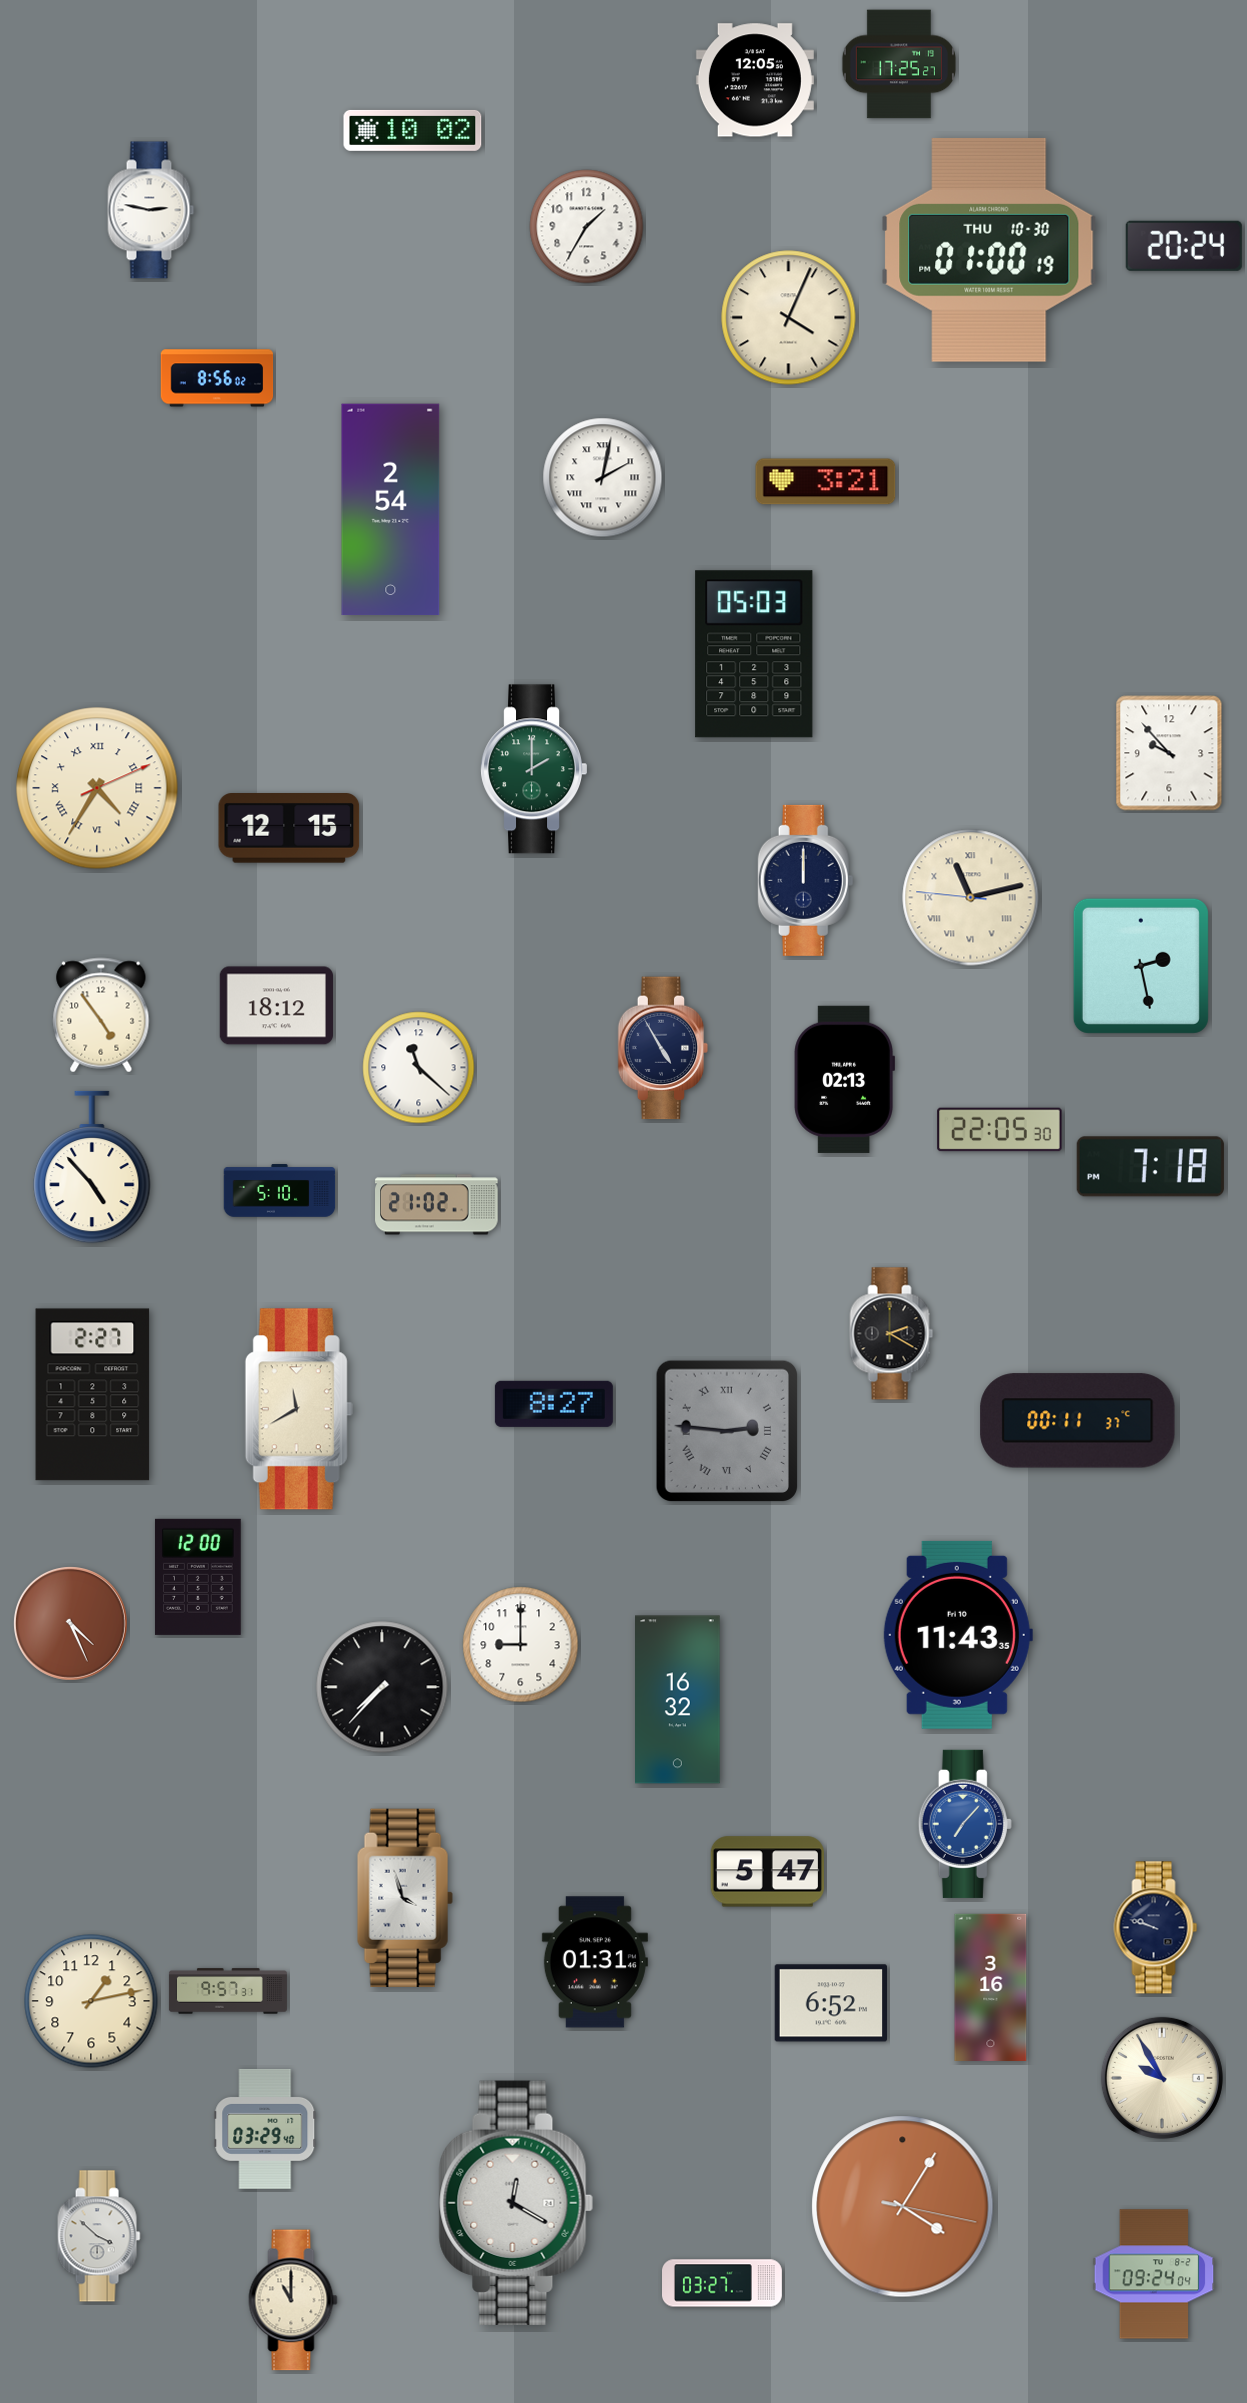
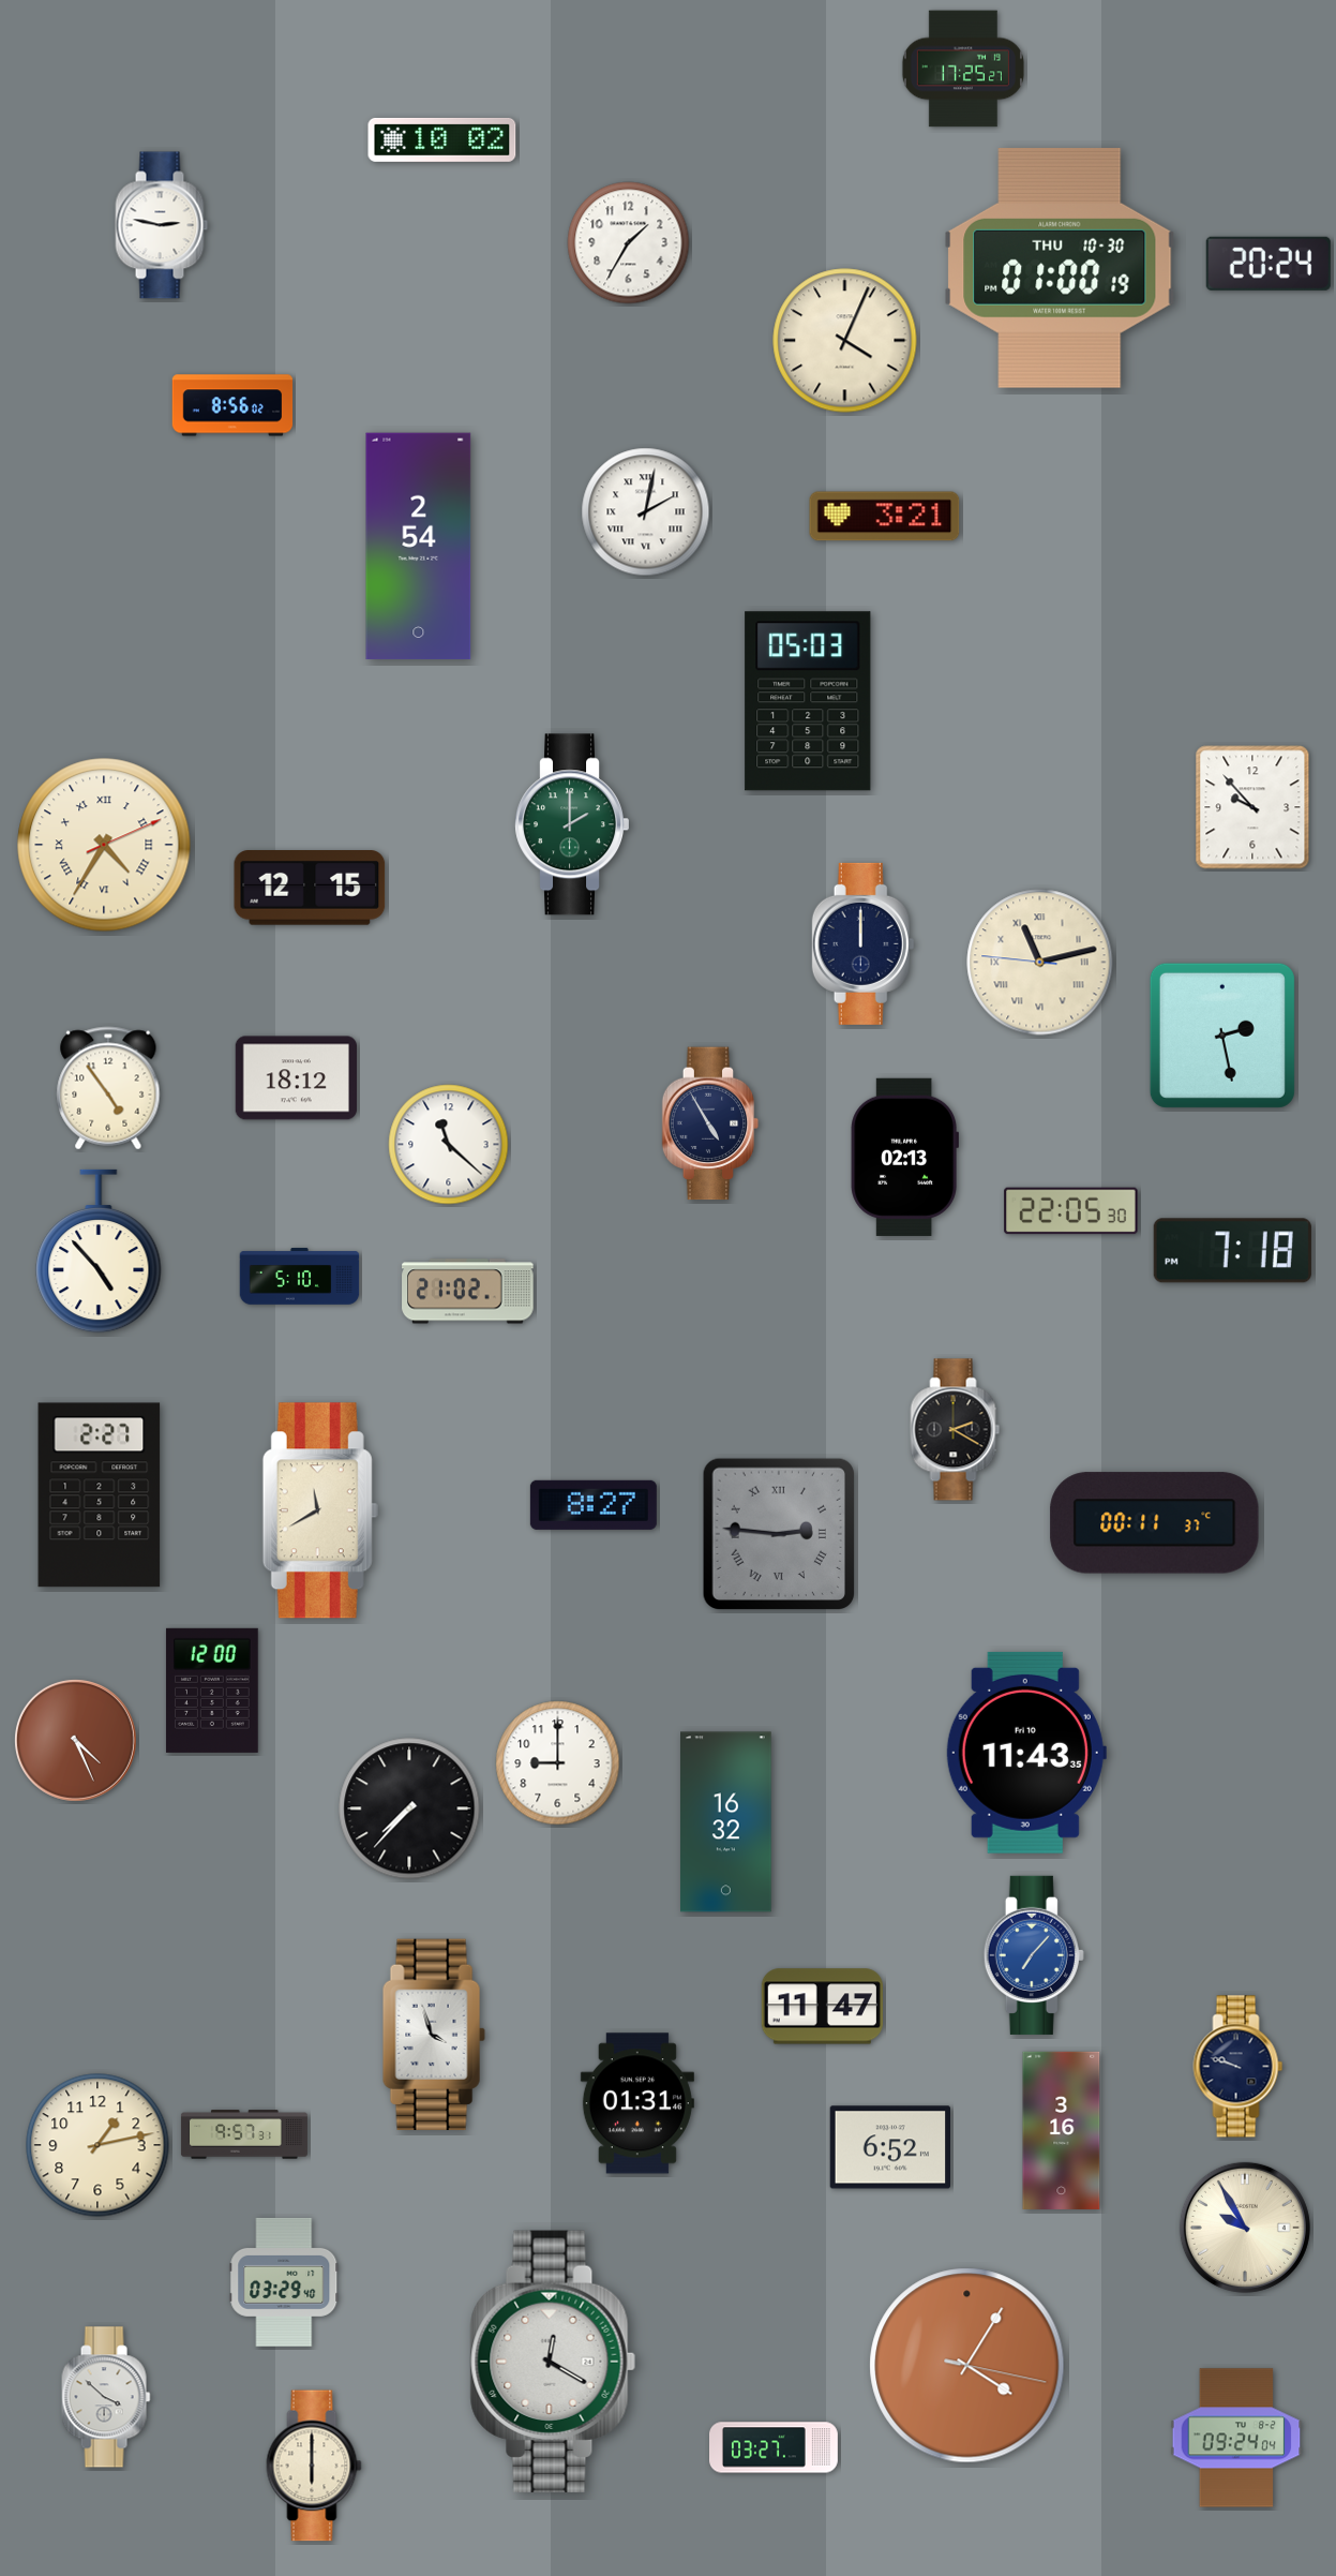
clock at (755, 80): 12:05 -> none
clock at (767, 1872): 5:47 -> 11:47
clock at (293, 2300): 11:00 -> 6:00
